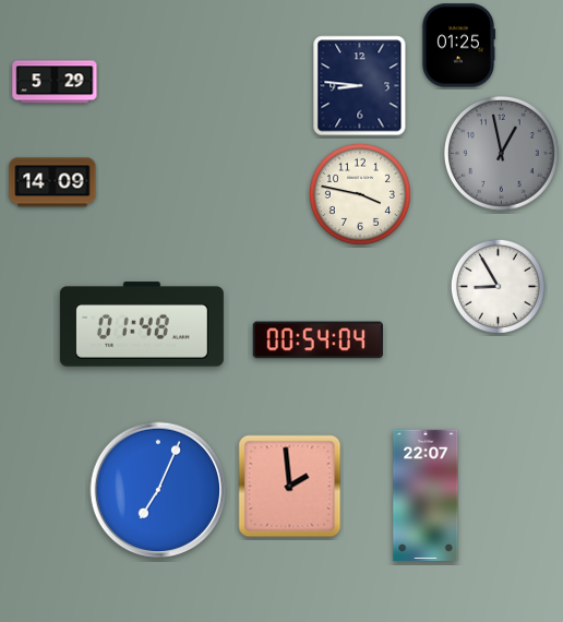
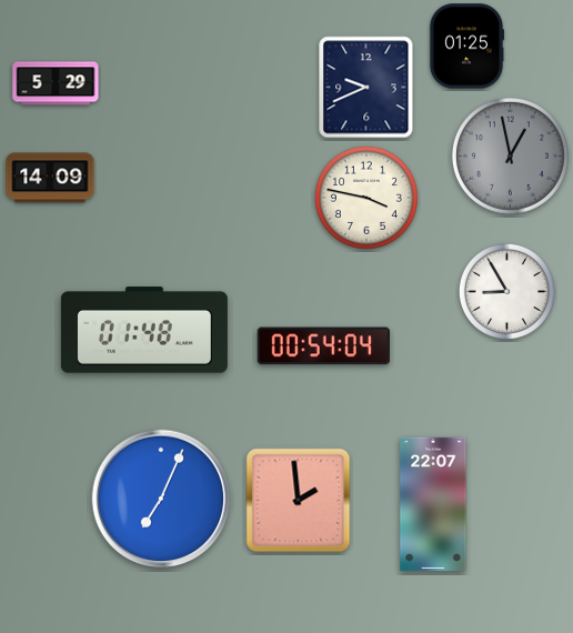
clock at (360, 86): 8:46 -> 9:41
clock at (52, 182) position: (52, 182) -> (50, 178)
clock at (290, 487) position: (290, 487) -> (299, 501)
